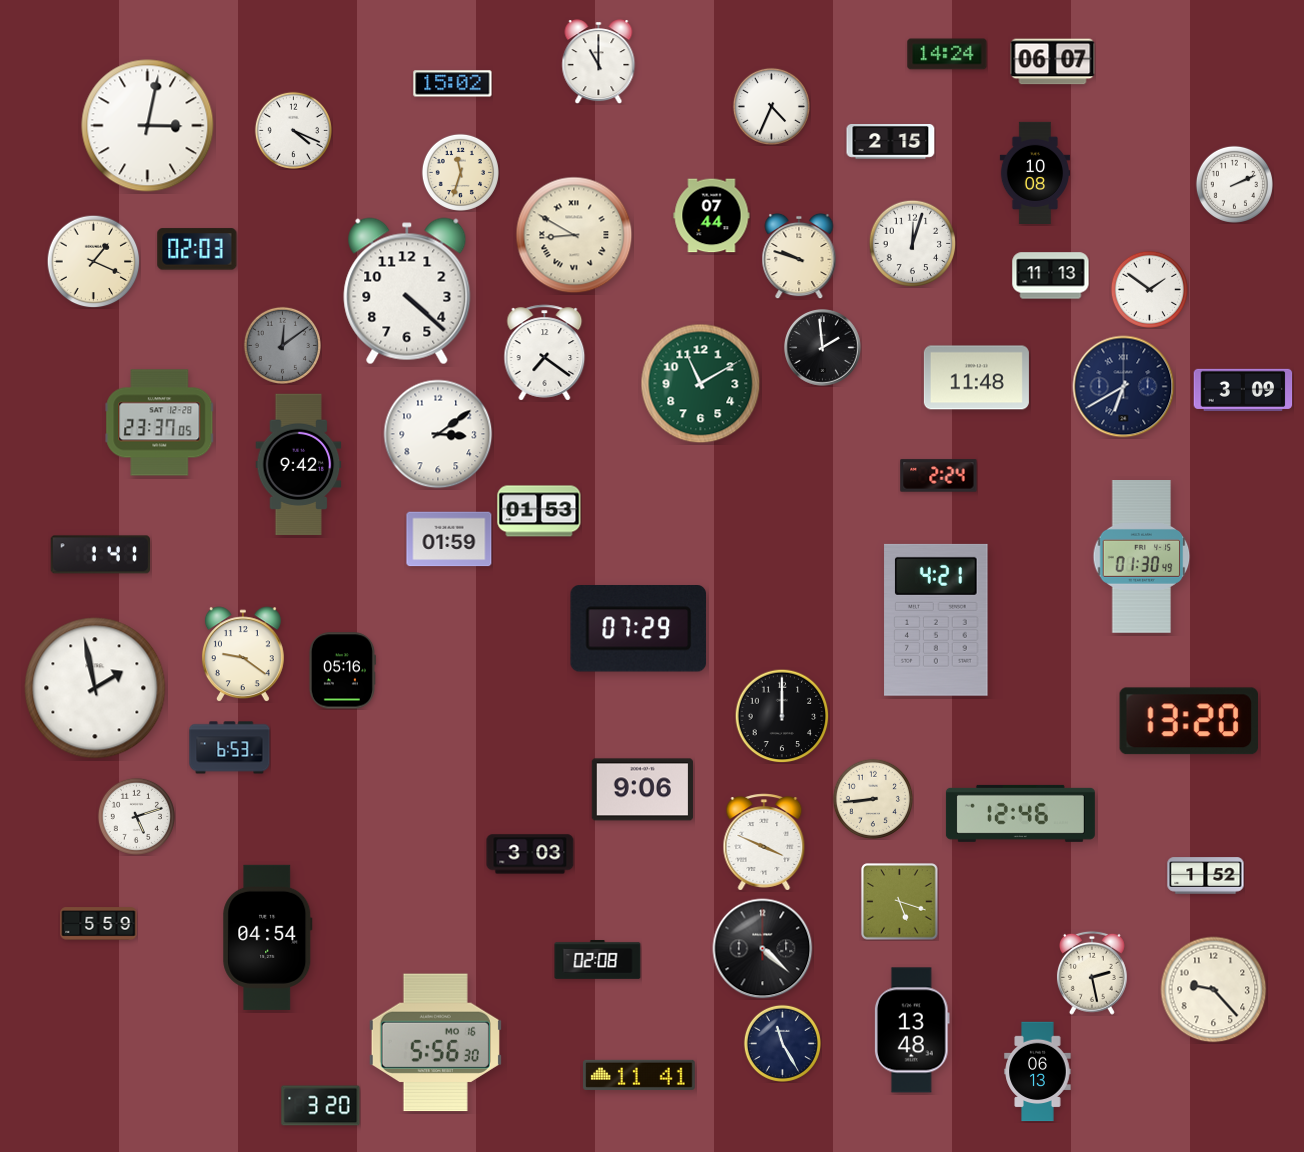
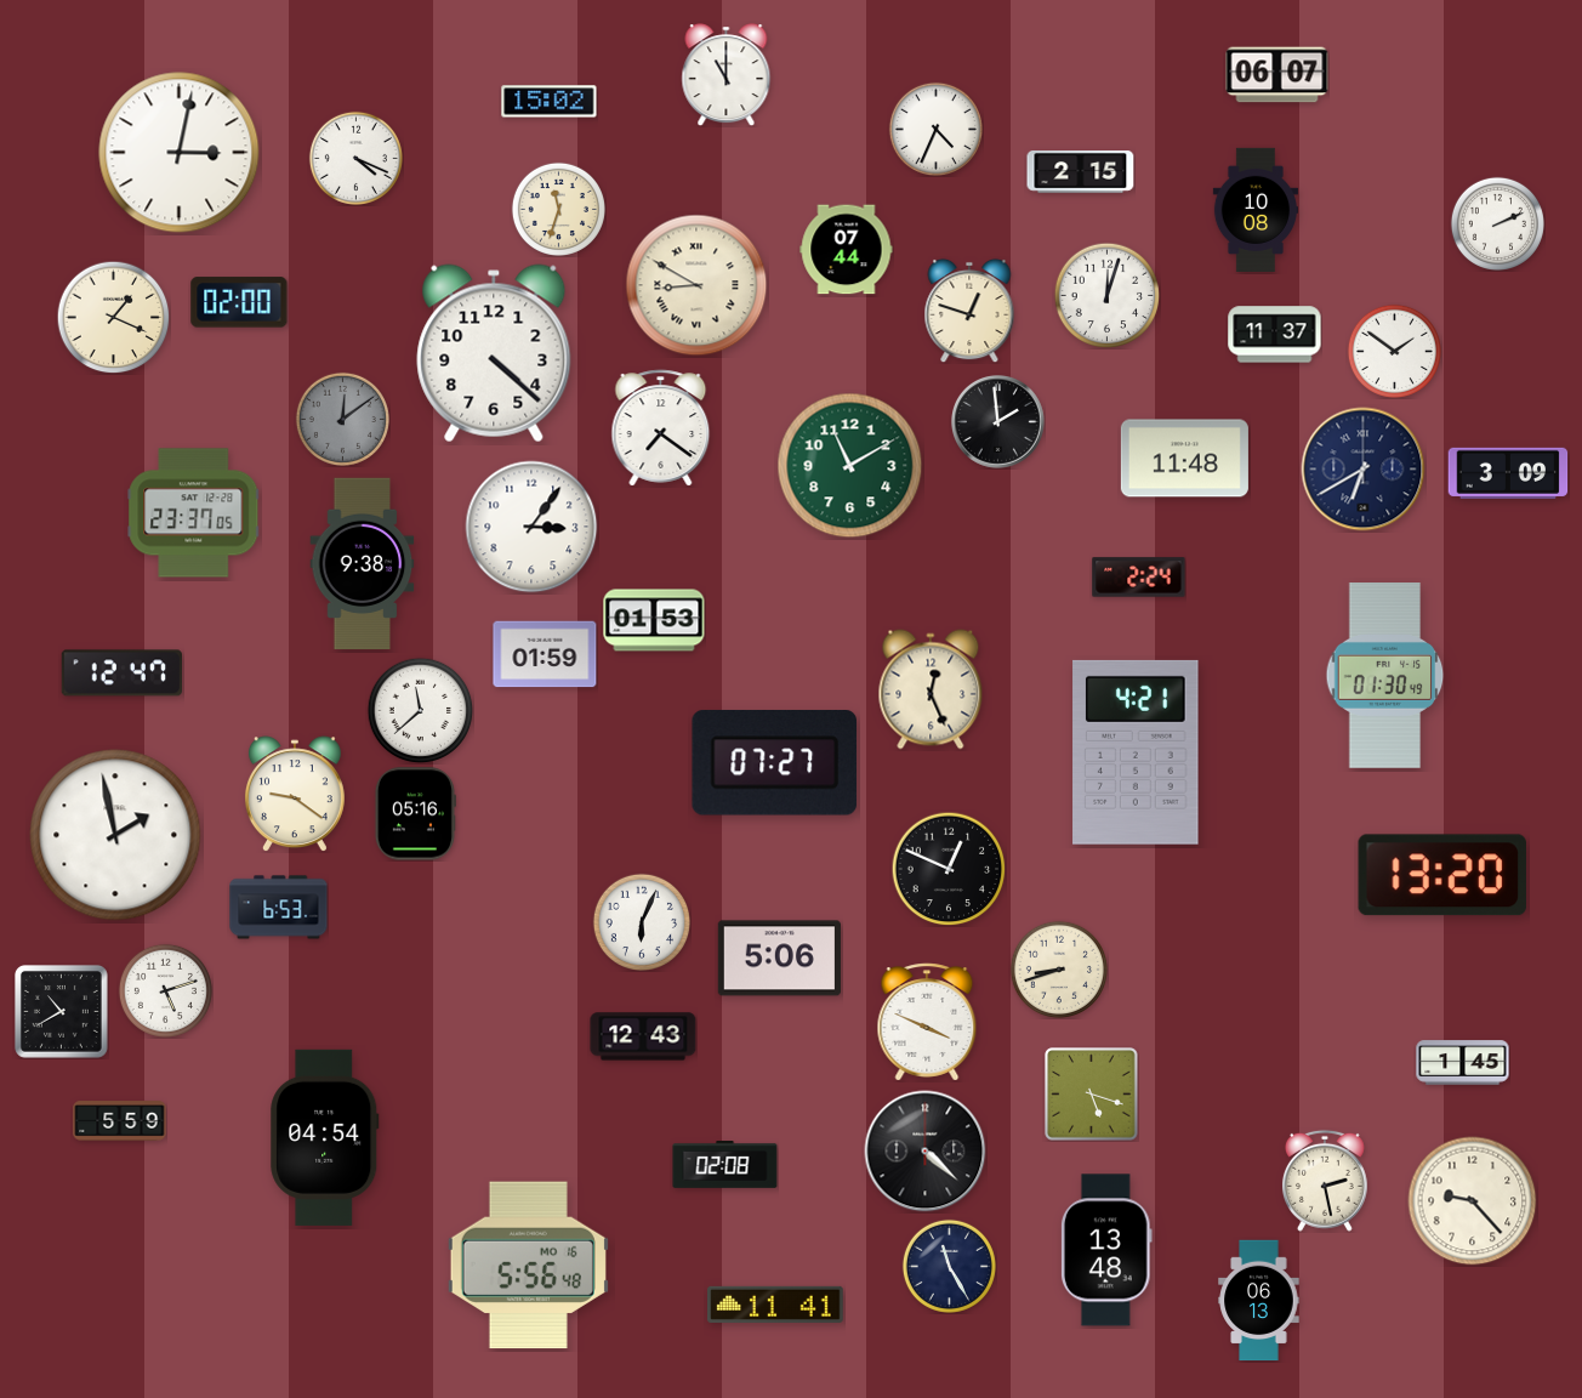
clock at (947, 54): 14:24 -> none
clock at (712, 216) position: (712, 216) -> (847, 250)
clock at (197, 249): 02:03 -> 02:00
clock at (799, 256): 9:48 -> 12:48
clock at (1051, 276): 11:13 -> 11:37
clock at (438, 434): 3:09 -> 3:06
clock at (299, 465): 9:42 -> 9:38
clock at (100, 555): 1:41 -> 12:47
clock at (931, 689): none -> 12:26
clock at (420, 710): none -> 11:38
clock at (639, 629): 07:29 -> 07:27
clock at (782, 716): 12:00 -> 12:49
clock at (641, 921): none -> 6:04
clock at (642, 790): 9:06 -> 5:06
clock at (872, 798): 8:44 -> 8:42
clock at (1020, 813): 12:46 -> none
clock at (62, 1012): none -> 10:40
clock at (530, 854): 3:03 -> 12:43
clock at (1206, 876): 1:52 -> 1:45
clock at (435, 1043): 5:56:30 -> 5:56:48
clock at (321, 1106): 3:20 -> none
